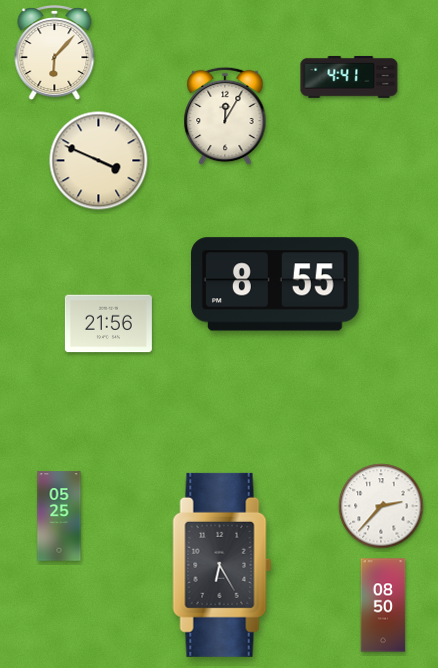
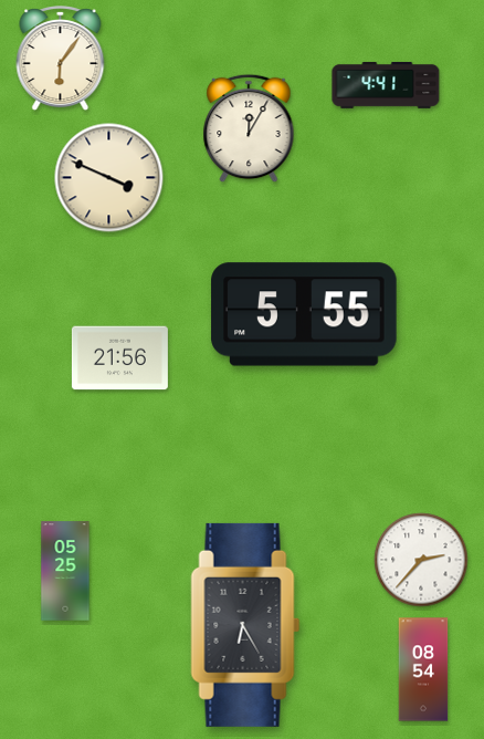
clock at (55, 53): 6:07 -> 6:06
clock at (275, 284): 8:55 -> 5:55
clock at (383, 605): 08:50 -> 08:54
